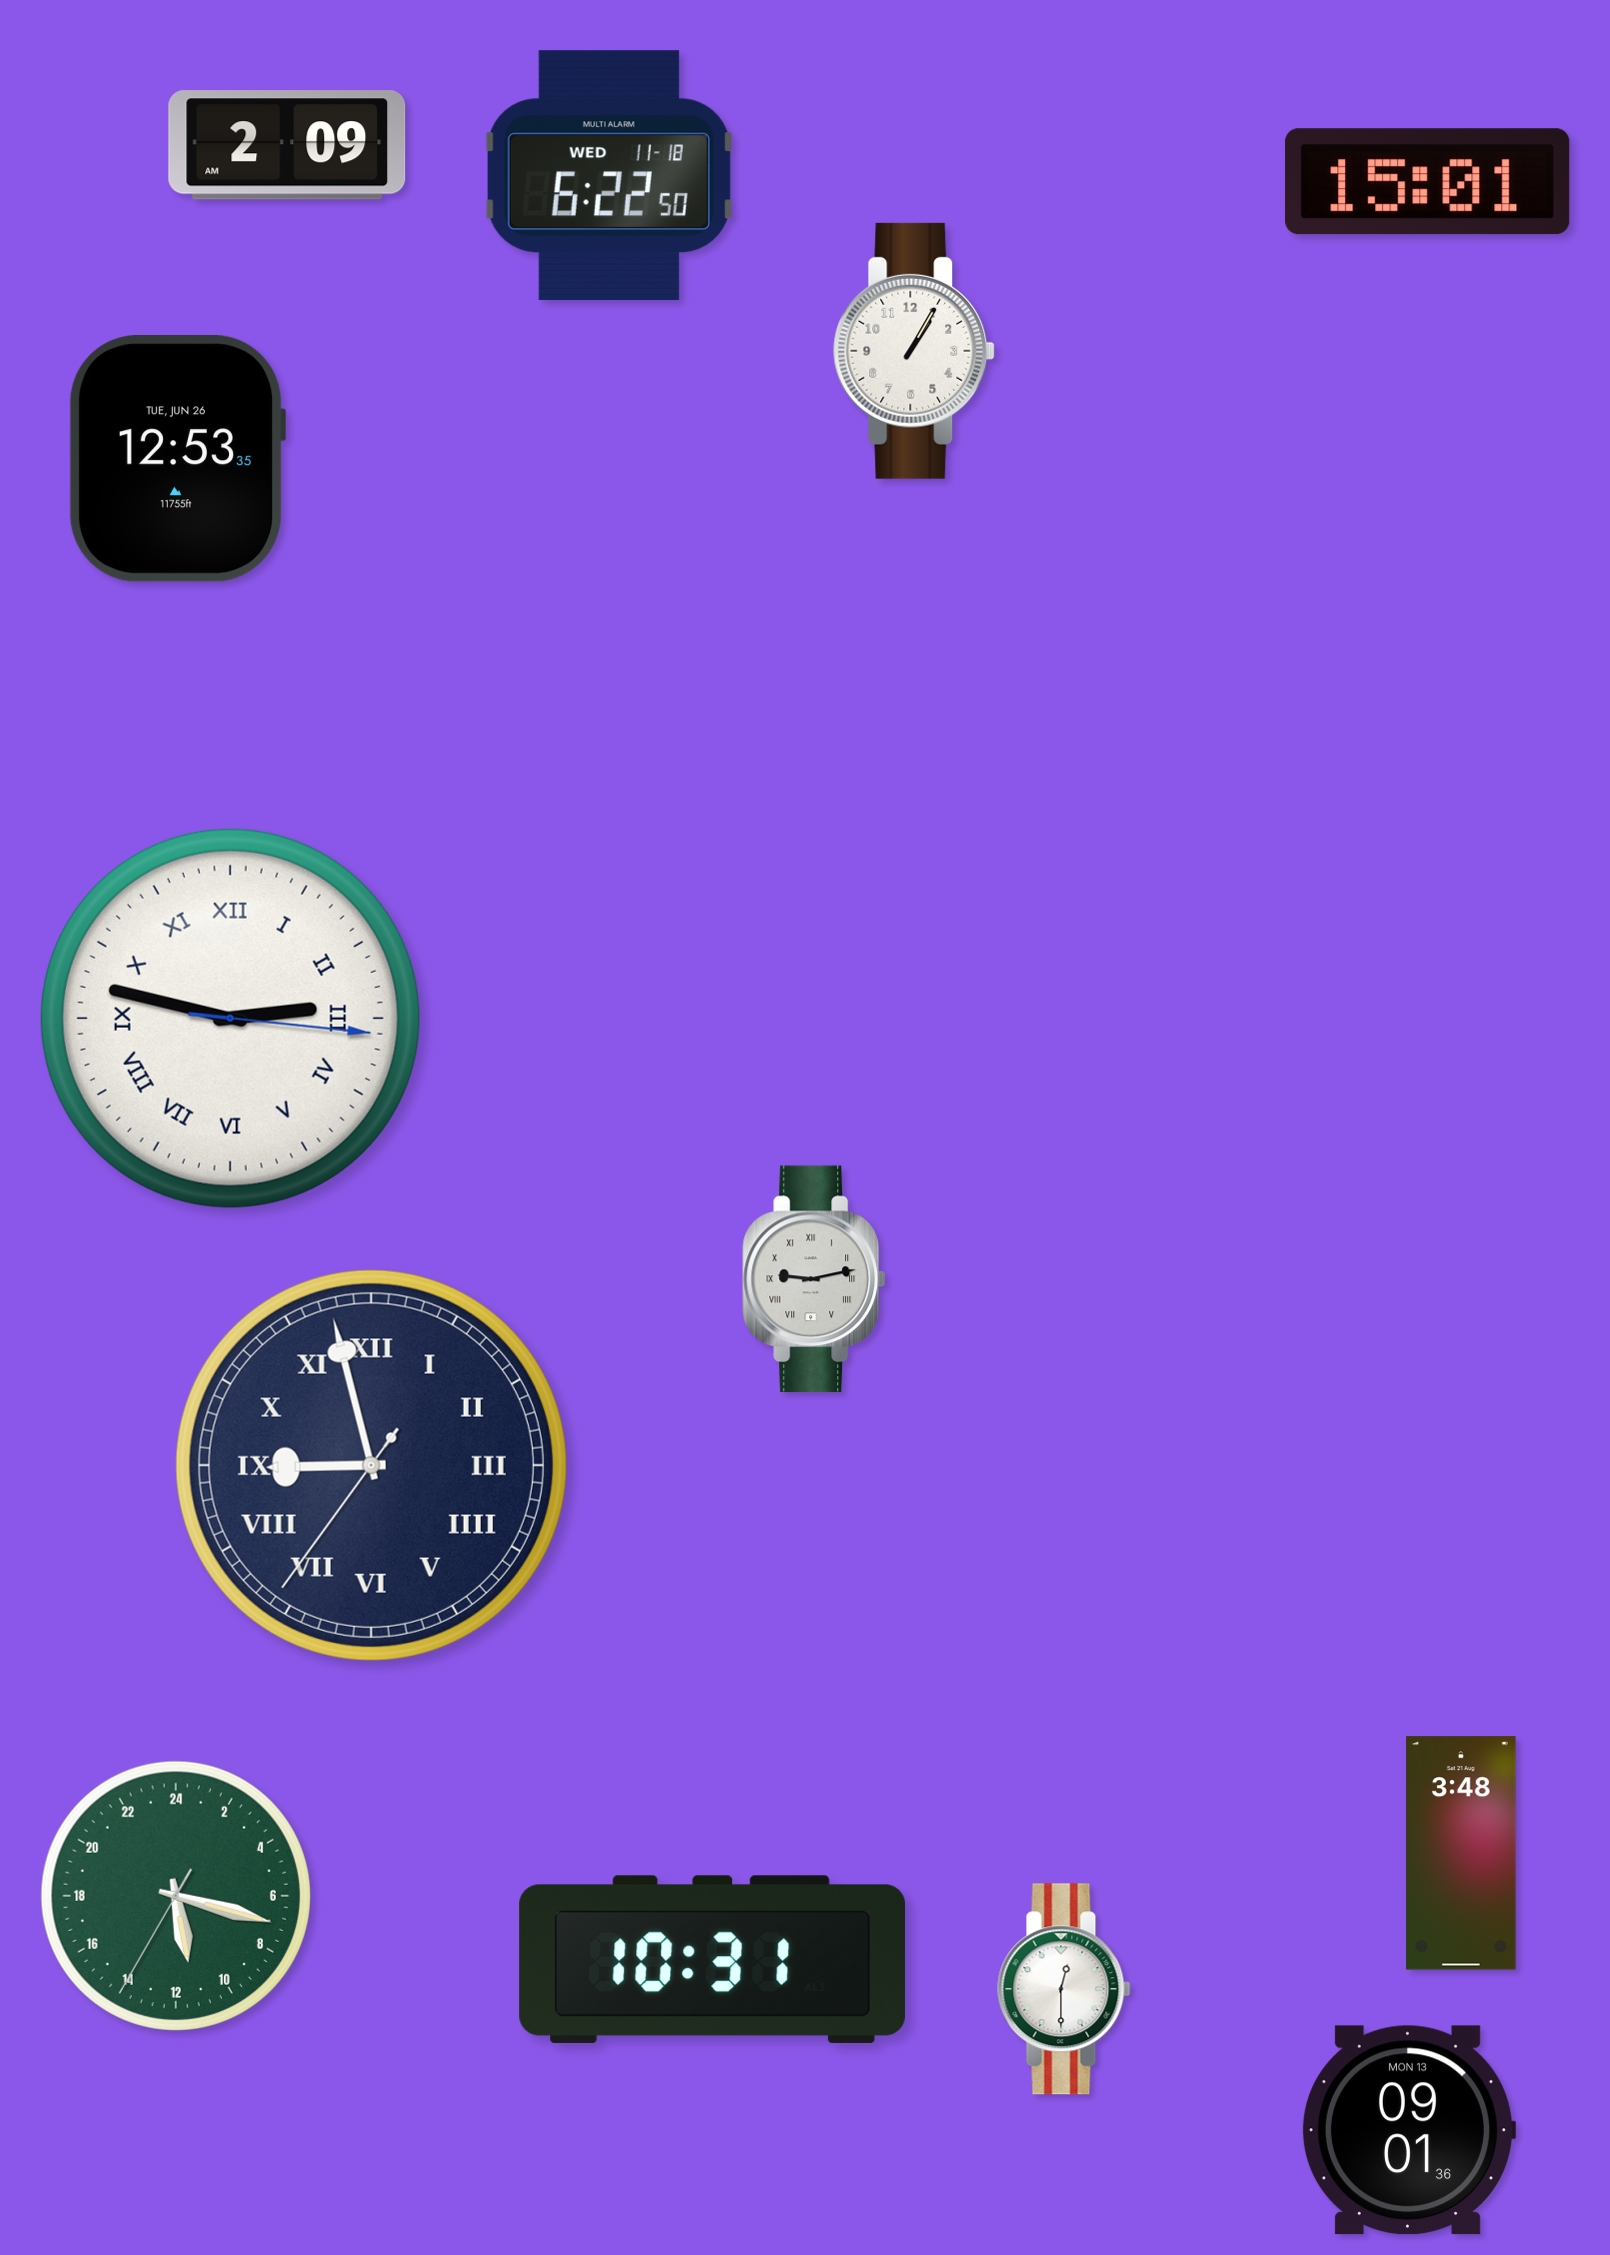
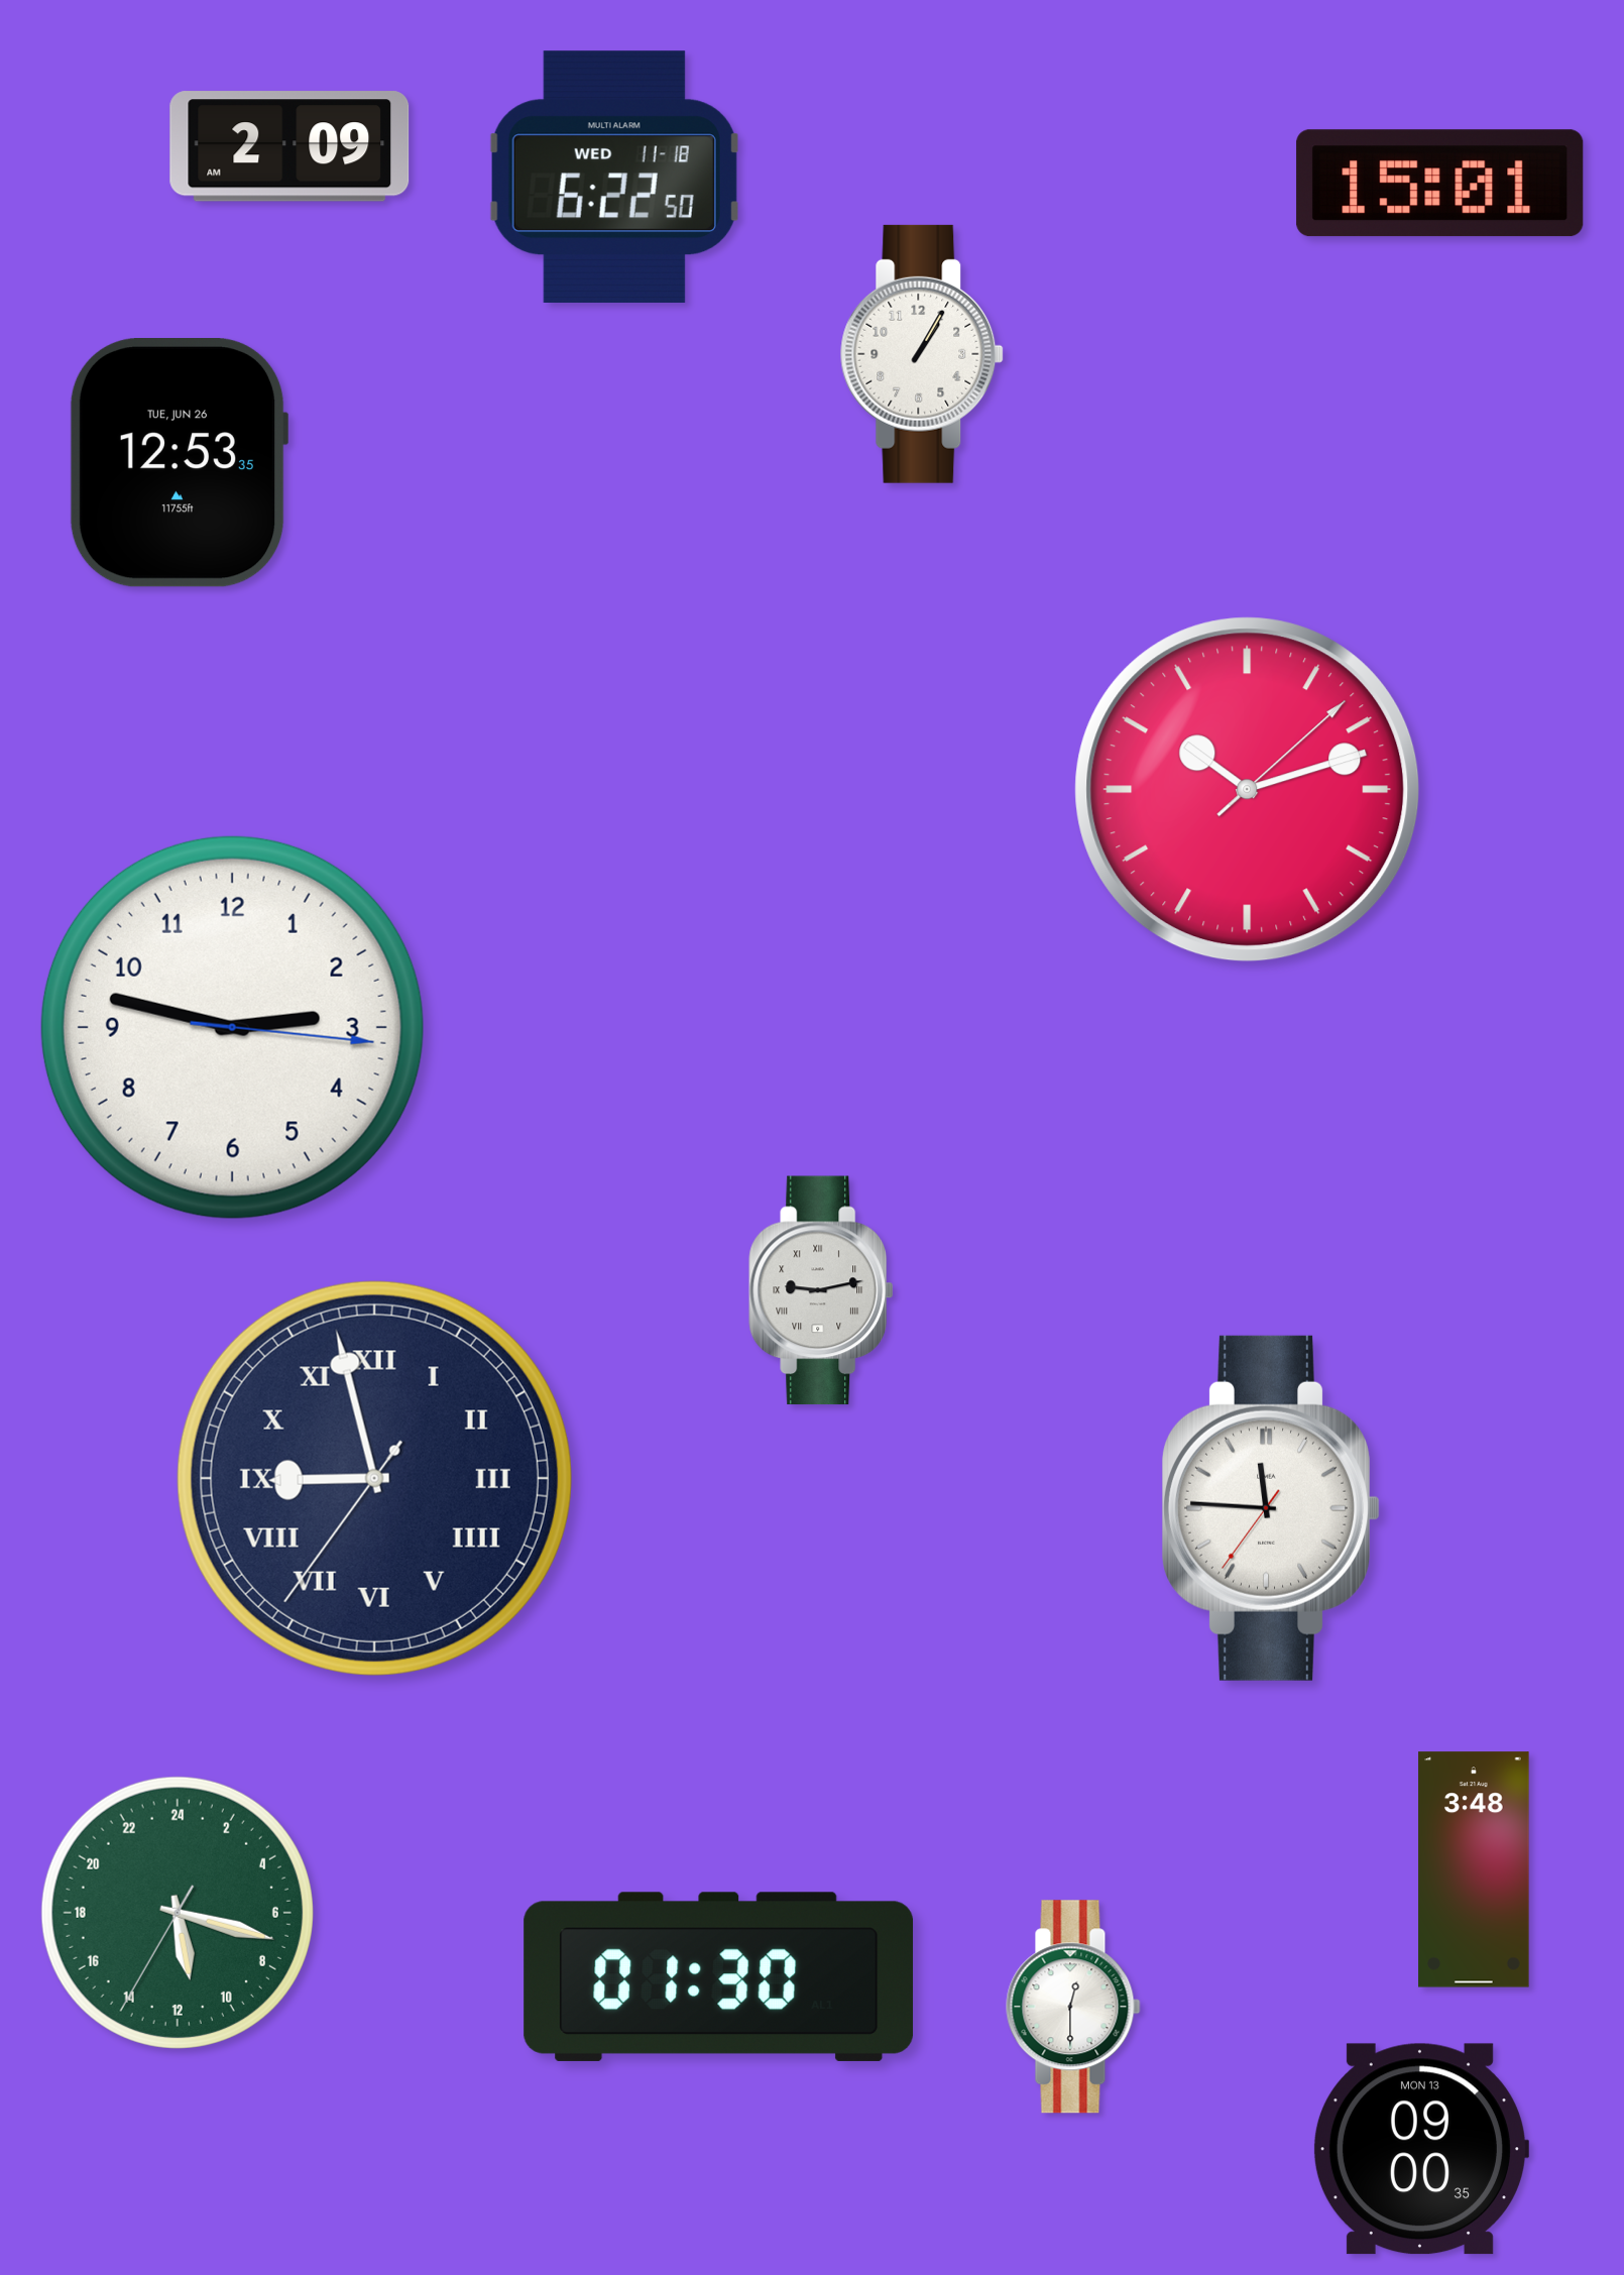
clock at (1248, 790): none -> 10:12
clock at (230, 1018) numerals: Roman -> Arabic
clock at (1271, 1508): none -> 11:45
clock at (713, 1959): 10:31 -> 01:30
clock at (1408, 2130): 09:01 -> 09:00
